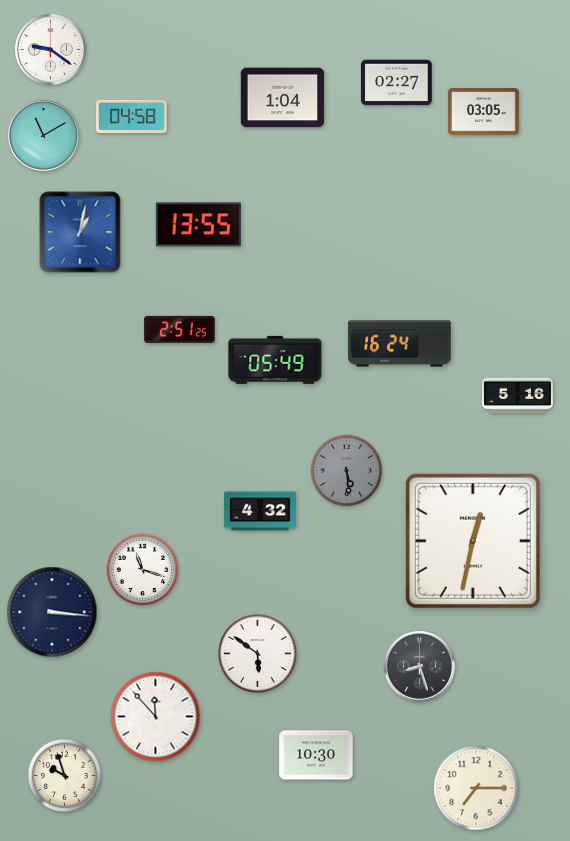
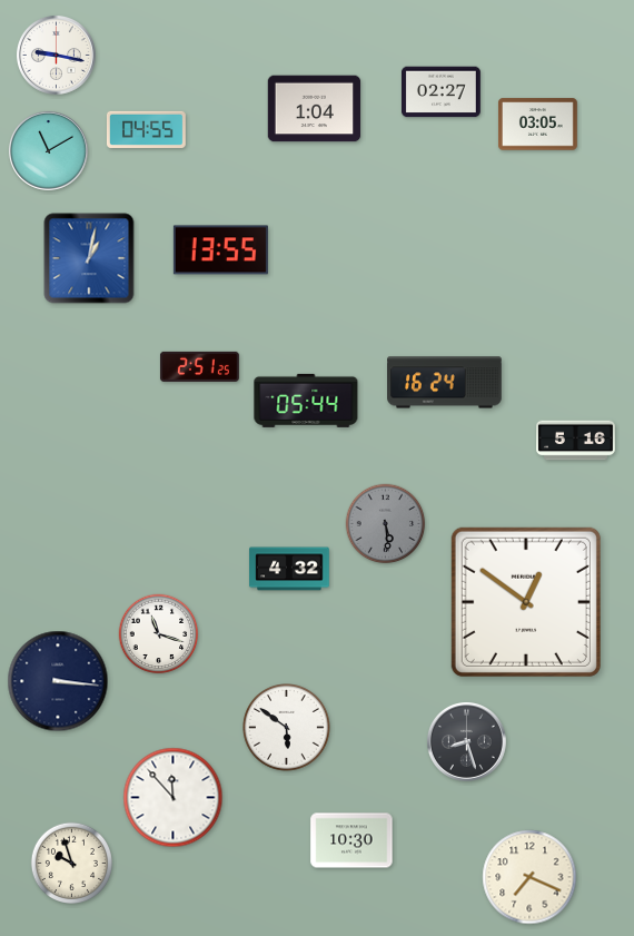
clock at (50, 49): 9:21 -> 9:17
clock at (131, 116): 04:58 -> 04:55
clock at (275, 360): 05:49 -> 05:44
clock at (473, 541): 12:32 -> 12:51
clock at (476, 788): 7:15 -> 7:19
